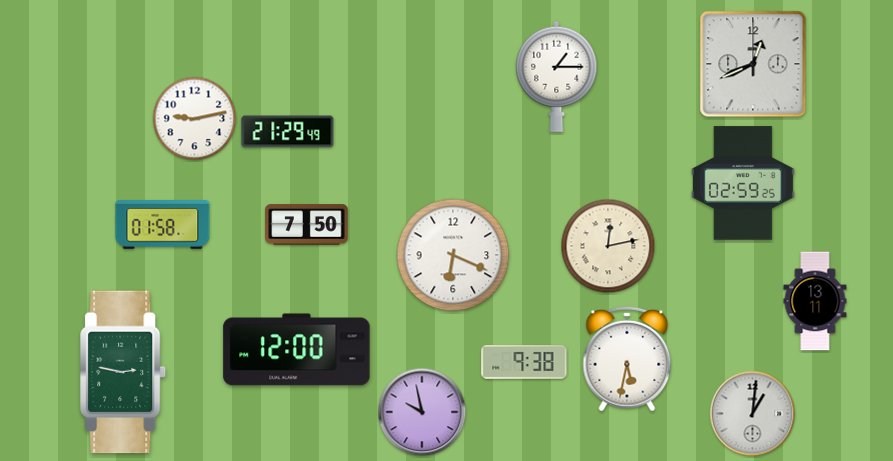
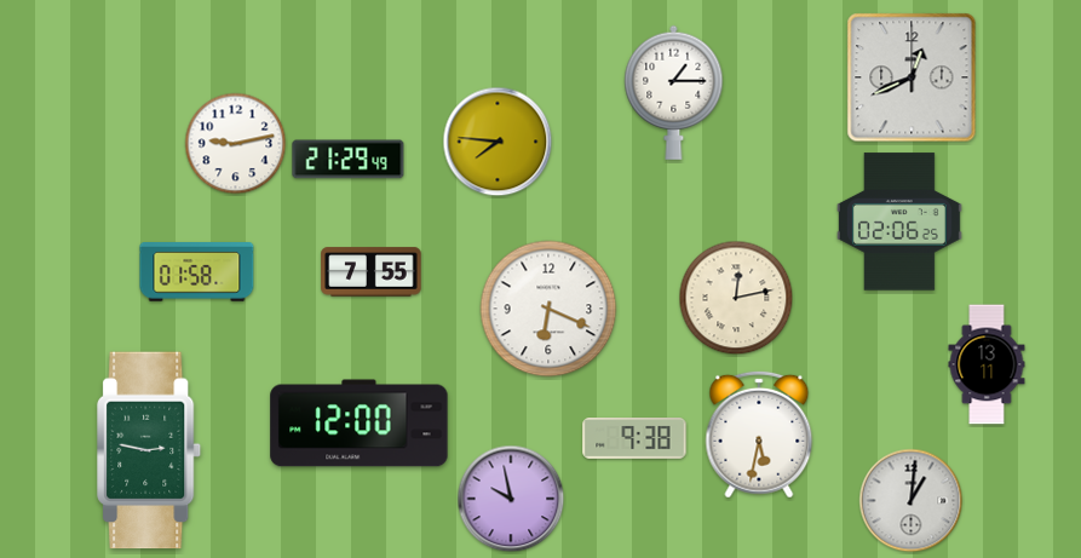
clock at (498, 142): none -> 7:46
clock at (743, 183): 02:59 -> 02:06
clock at (307, 225): 7:50 -> 7:55
